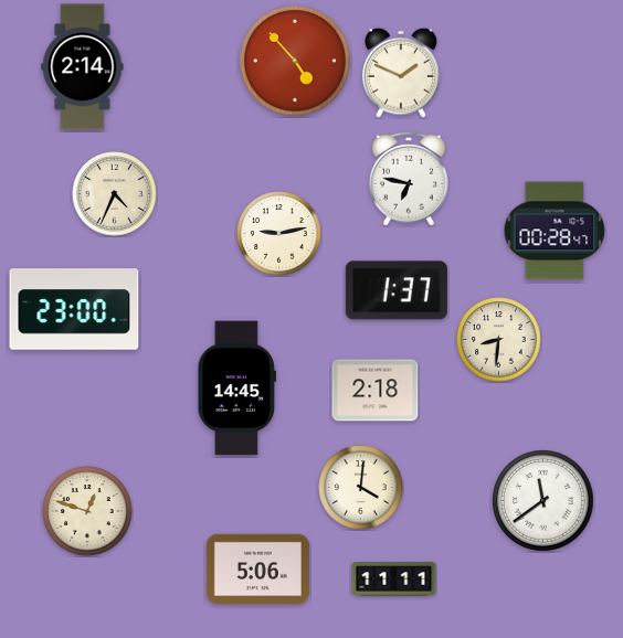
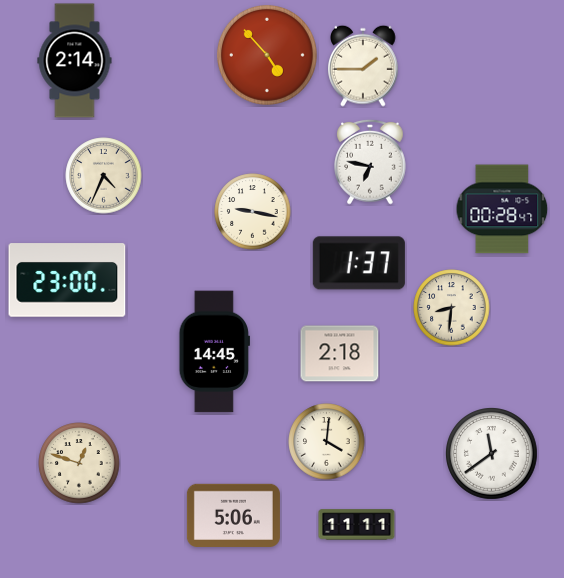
clock at (401, 73): 1:49 -> 1:45
clock at (279, 234): 9:13 -> 9:17
